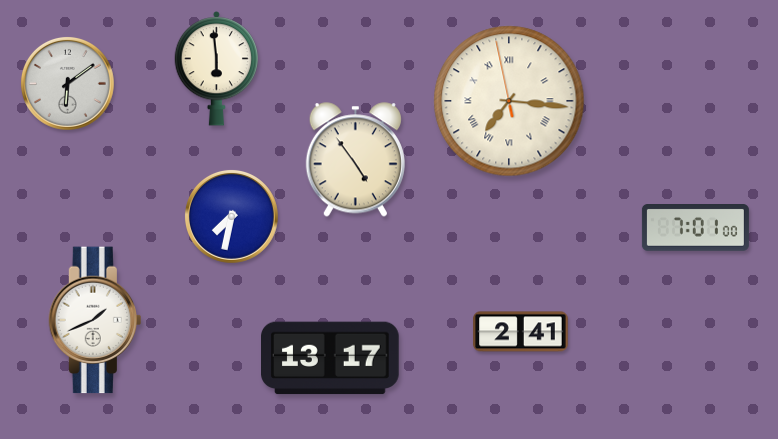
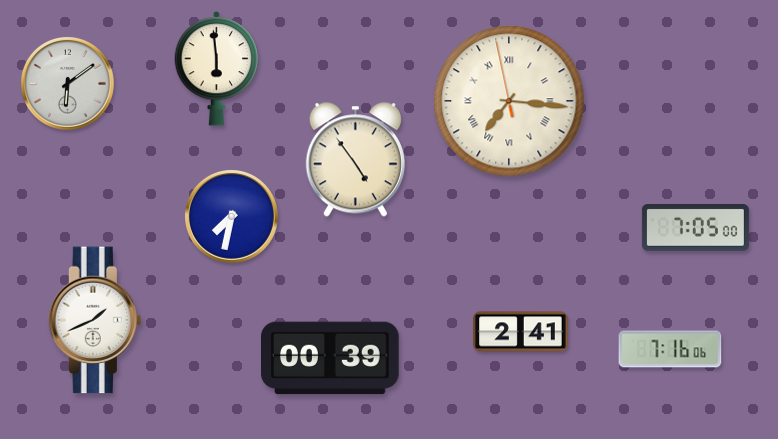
clock at (695, 228): 7:01 -> 7:05
clock at (670, 349): none -> 7:16
clock at (331, 358): 13:17 -> 00:39
